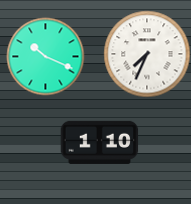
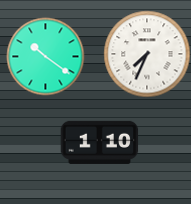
clock at (45, 56): 10:19 -> 10:21
